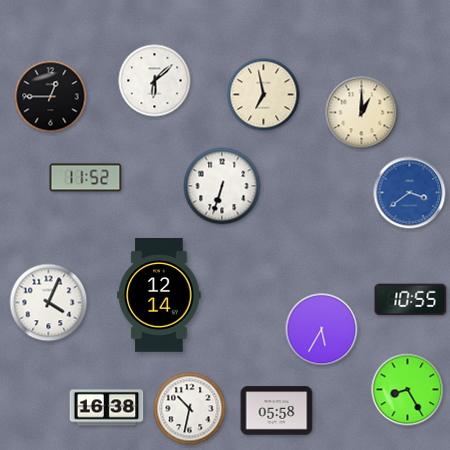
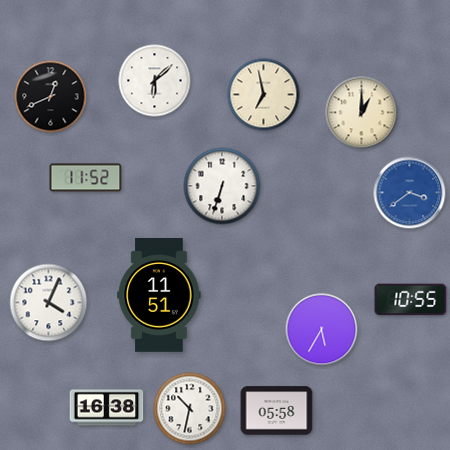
clock at (51, 97): 12:45 -> 12:41
clock at (159, 295): 12:14 -> 11:51
clock at (408, 390): 8:25 -> none
